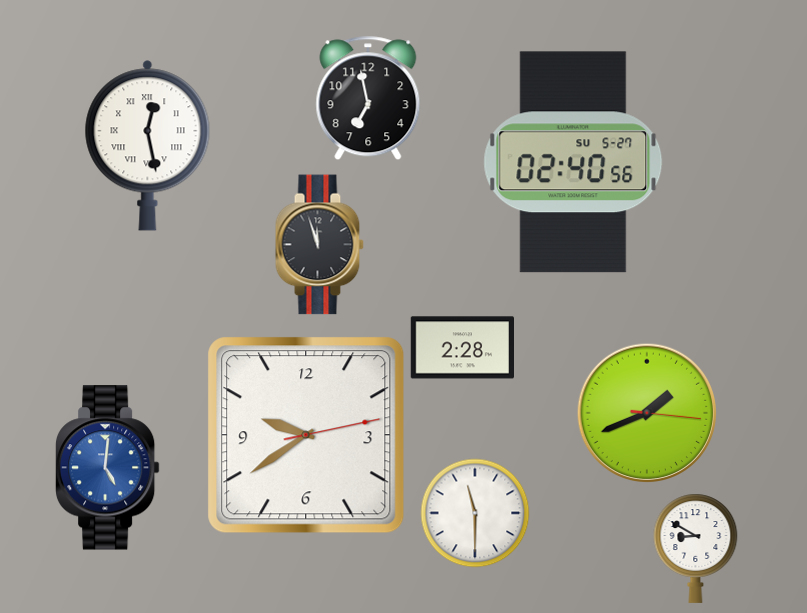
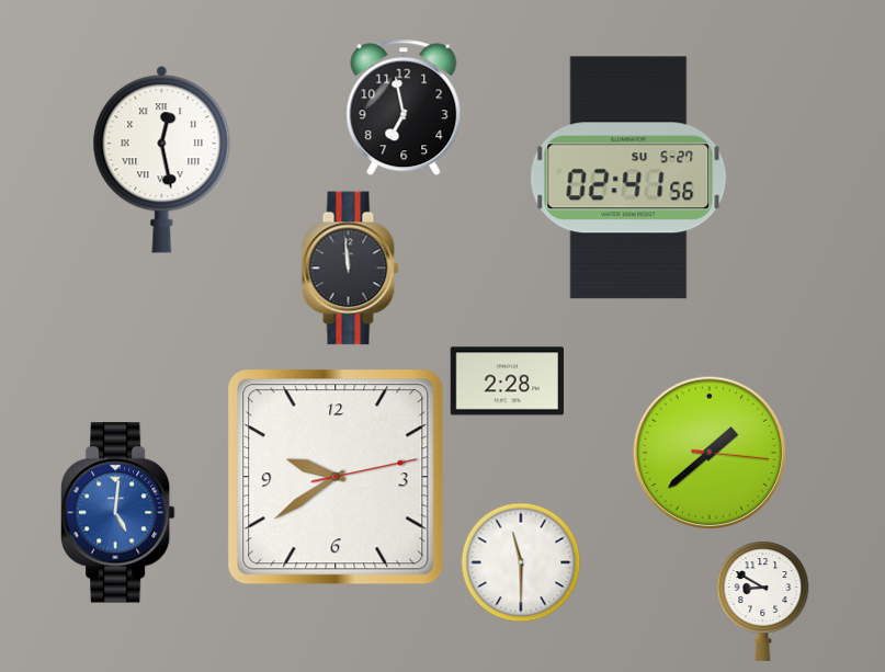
clock at (573, 162): 02:40 -> 02:41
clock at (319, 245): 11:57 -> 11:59
clock at (647, 413): 1:41 -> 1:38
